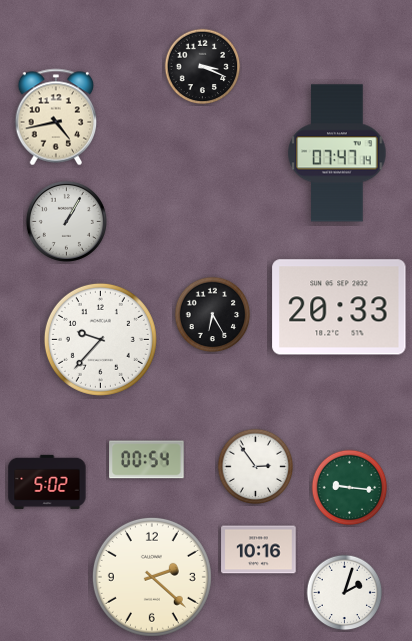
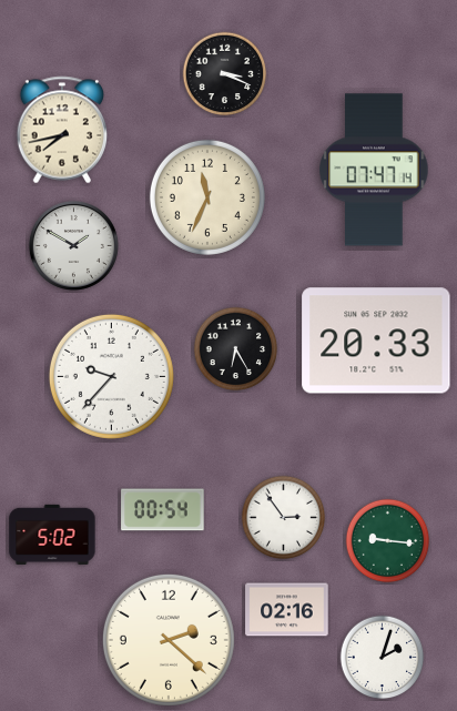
clock at (56, 117): 4:43 -> 7:43
clock at (207, 197): none -> 11:34
clock at (66, 221): 1:05 -> 1:50
clock at (259, 550): 10:16 -> 02:16
